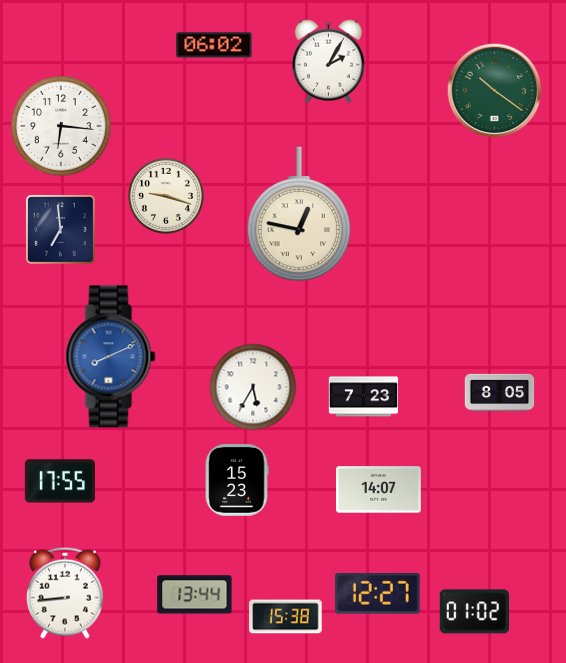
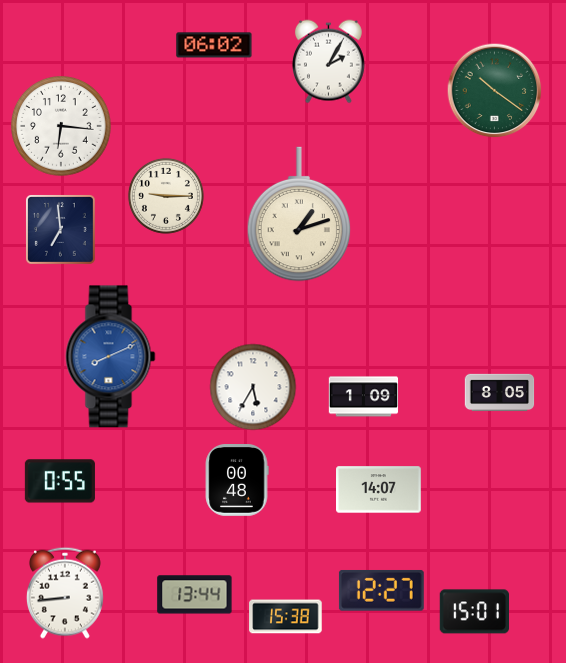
clock at (166, 196): 9:18 -> 9:15
clock at (299, 214): 12:47 -> 1:12
clock at (364, 397): 7:23 -> 1:09
clock at (60, 481): 17:55 -> 0:55
clock at (237, 481): 15:23 -> 00:48
clock at (377, 593) position: (377, 593) -> (381, 590)
clock at (474, 612): 01:02 -> 15:01
